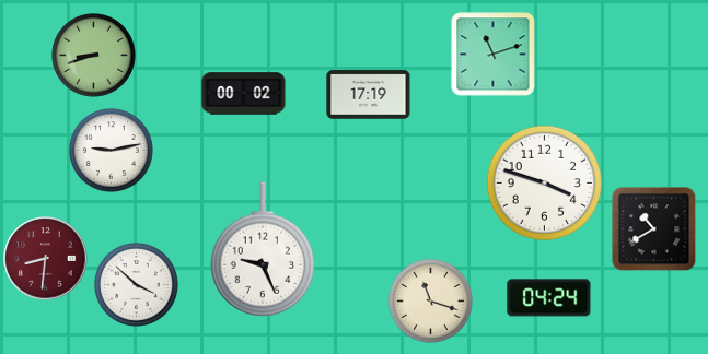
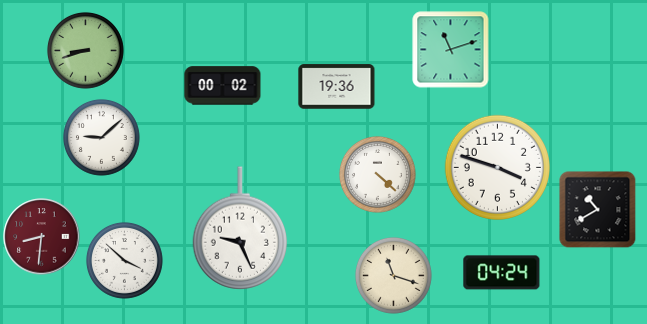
clock at (369, 95): 17:19 -> 19:36
clock at (111, 150): 9:13 -> 9:08
clock at (377, 174): none -> 4:22
